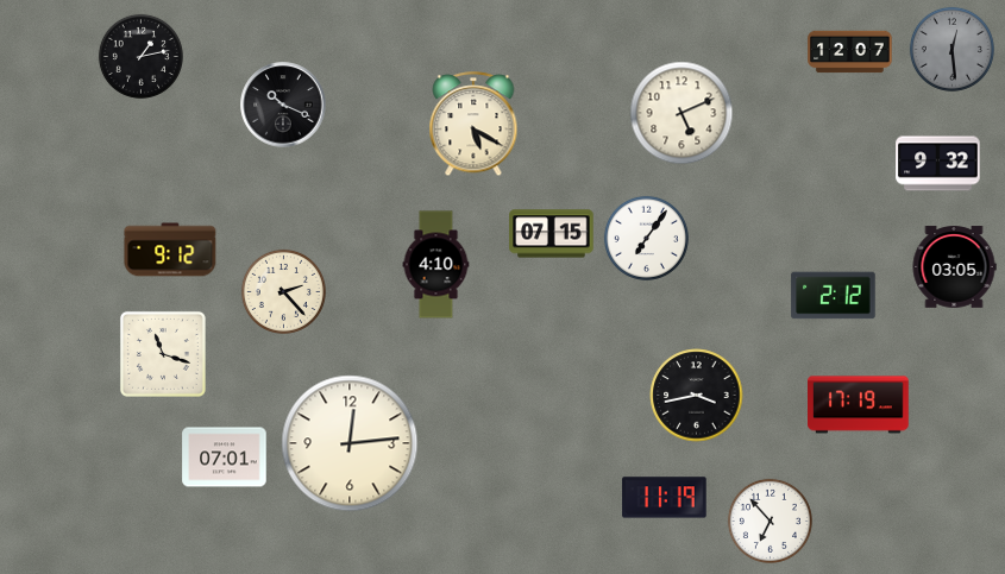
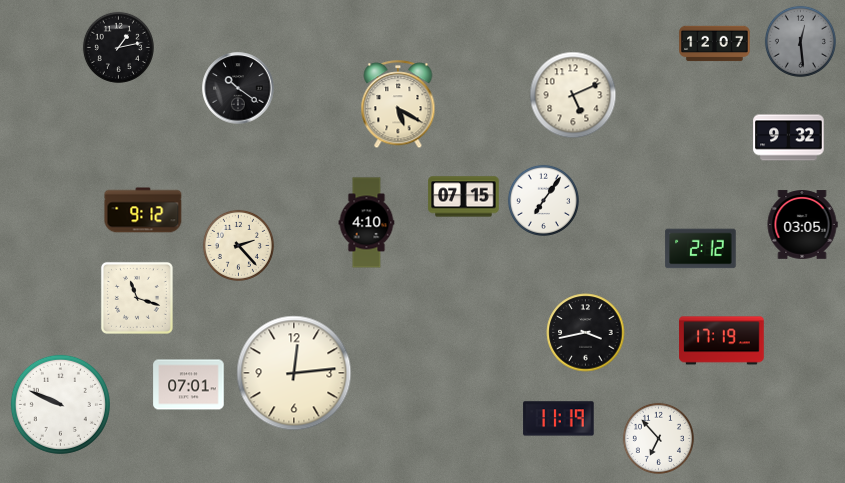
clock at (283, 105): 10:19 -> 10:21
clock at (60, 404): none -> 9:49
clock at (770, 521) position: (770, 521) -> (658, 438)
